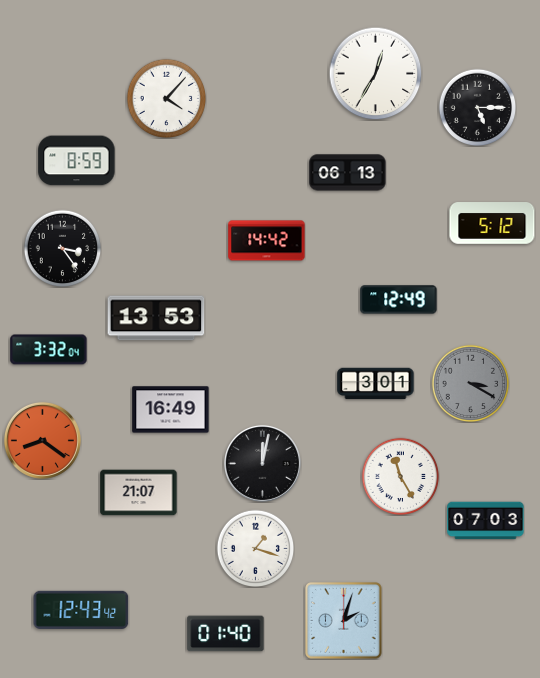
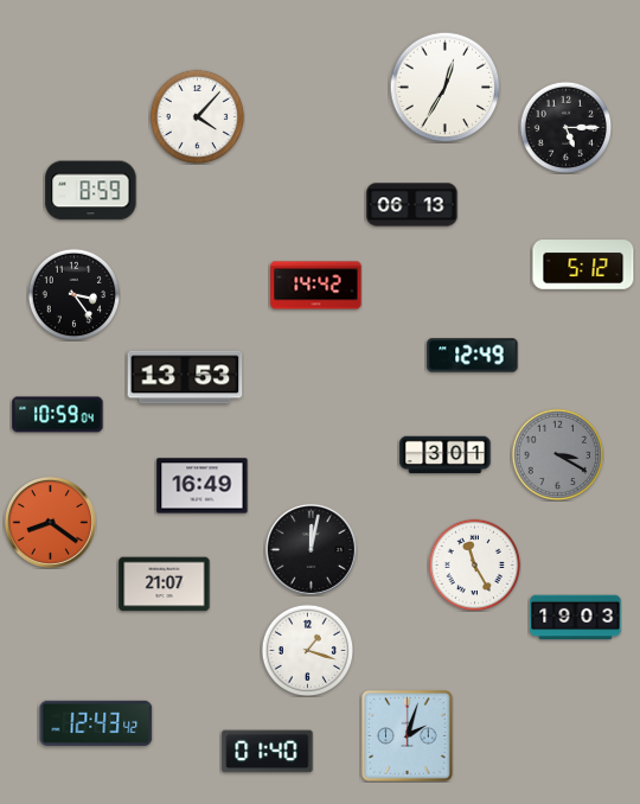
clock at (49, 350): 3:32 -> 10:59
clock at (486, 521): 07:03 -> 19:03
clock at (255, 548) position: (255, 548) -> (307, 650)
